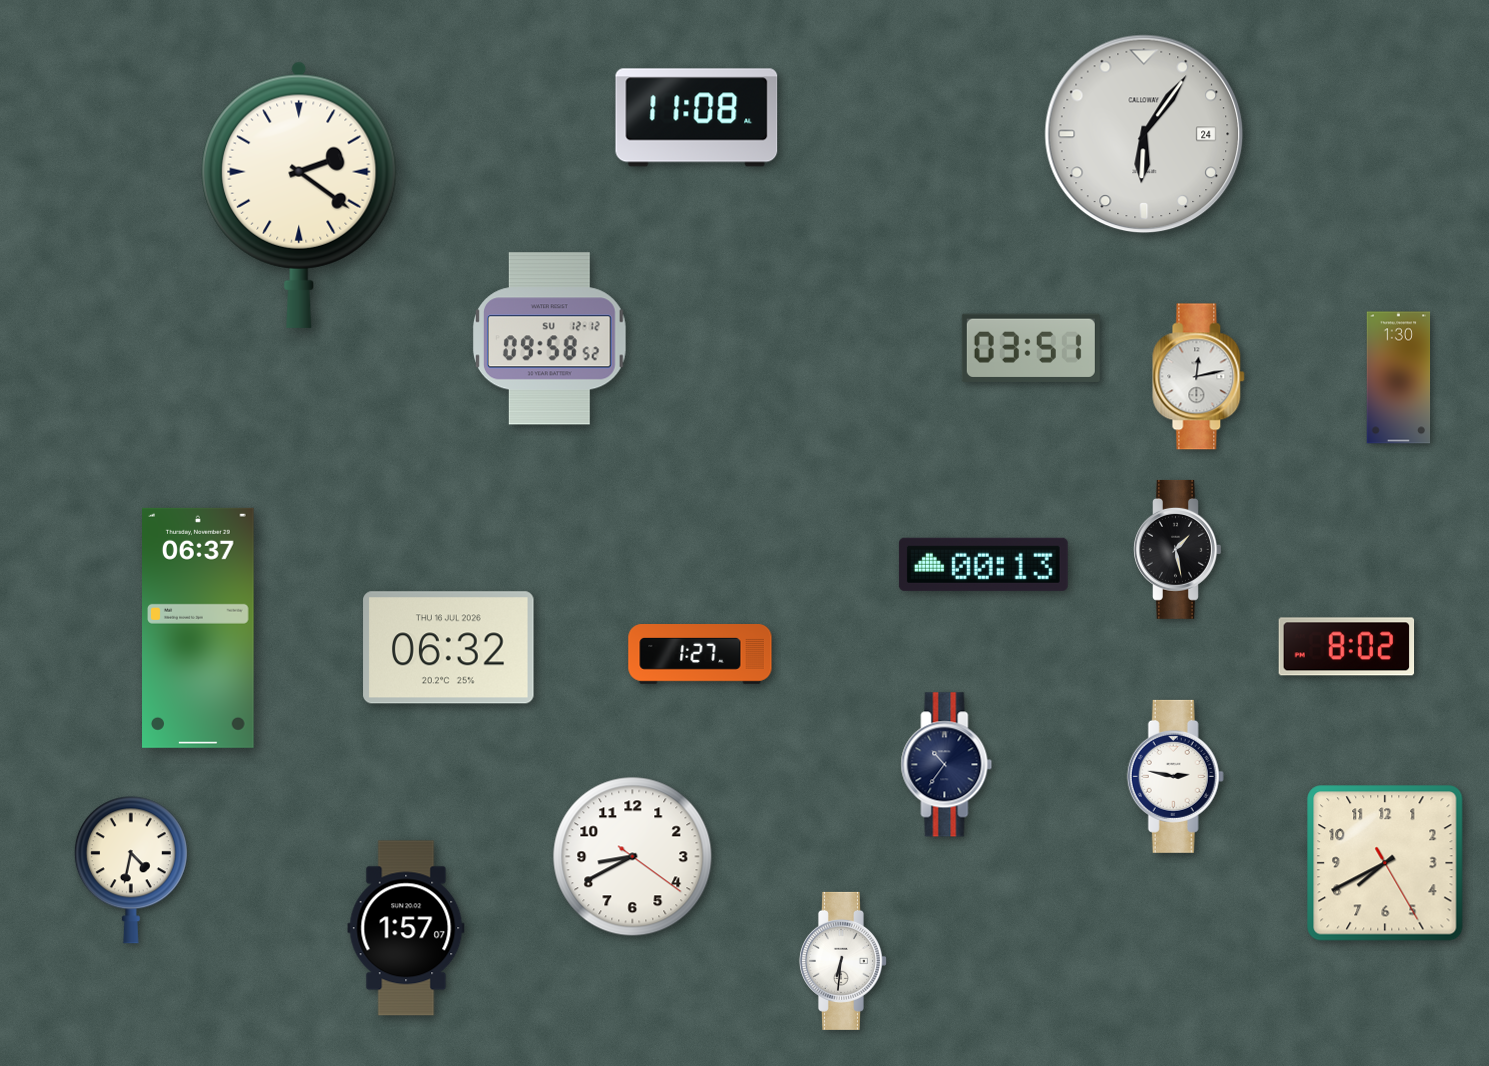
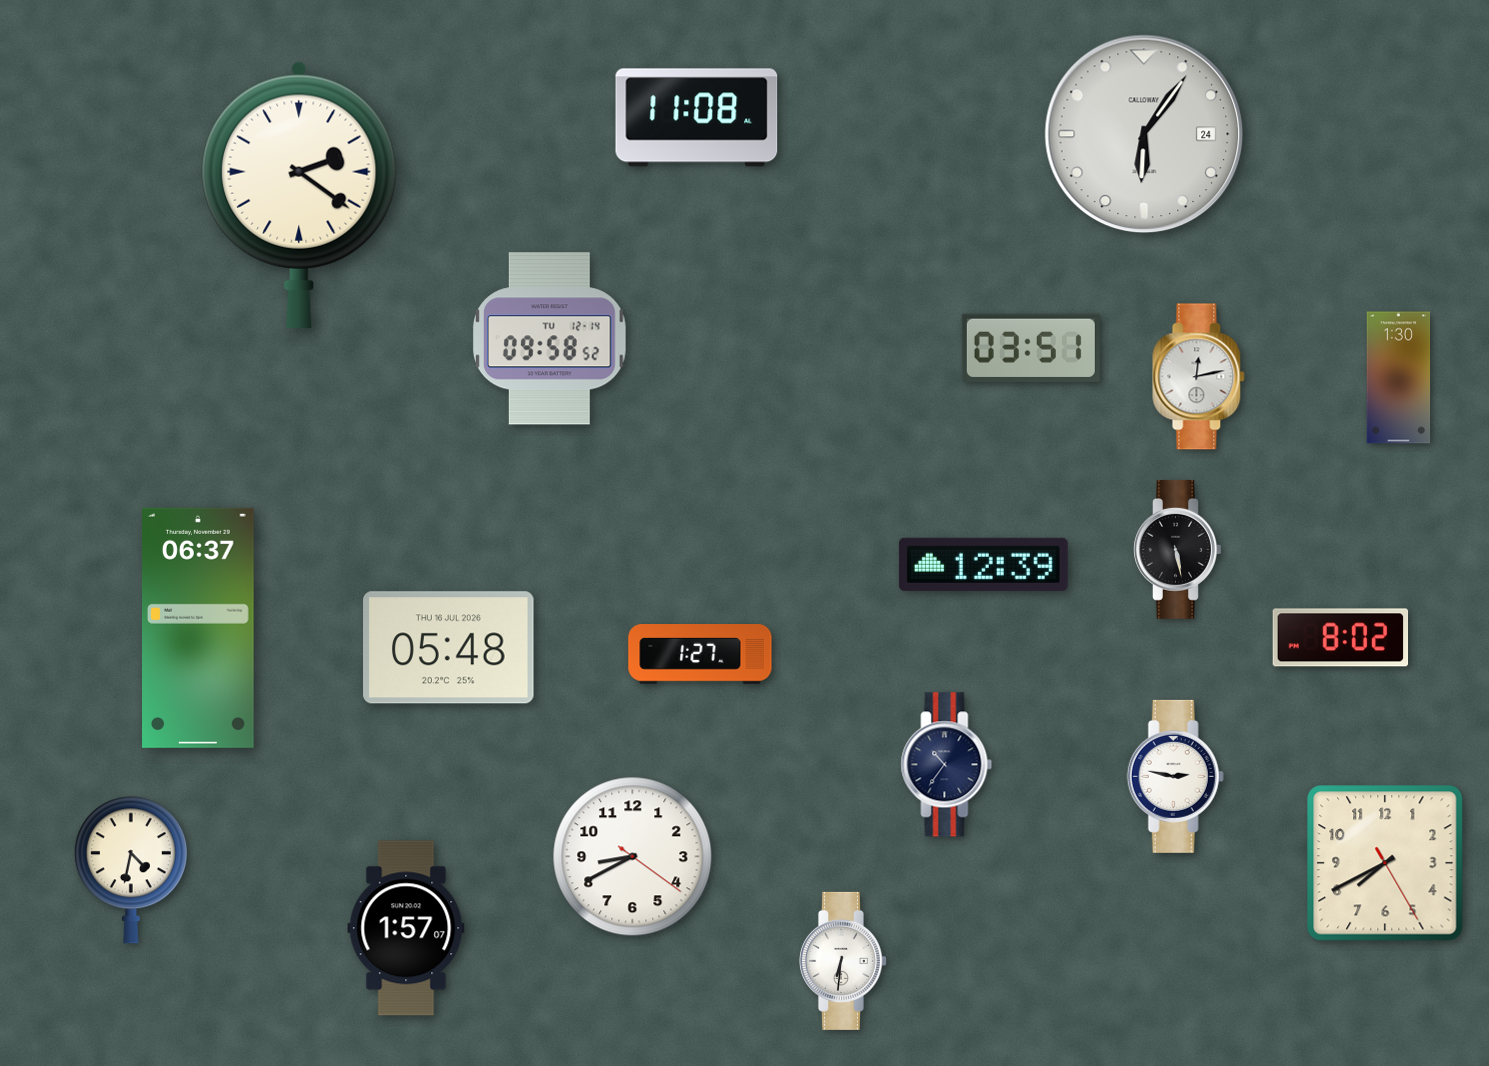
clock at (549, 339) date: SU 12-12 -> TU 12-14
clock at (1178, 549): 1:28 -> 5:28
clock at (983, 564): 00:13 -> 12:39
clock at (1347, 647) position: (1347, 647) -> (1341, 638)
clock at (449, 648): 06:32 -> 05:48
